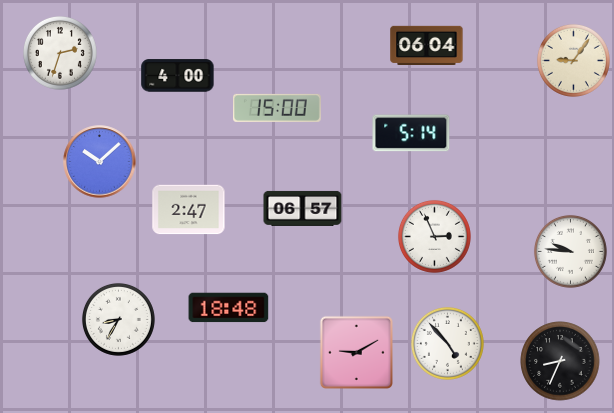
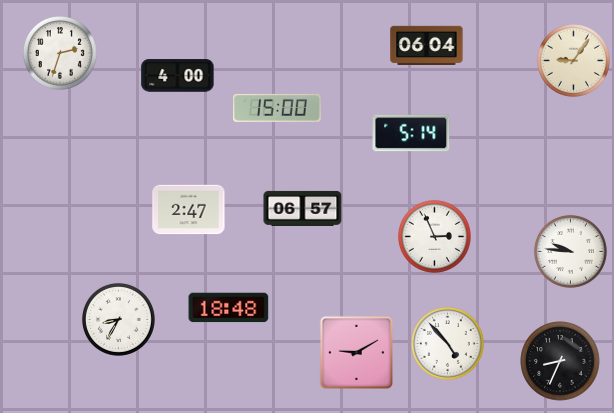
clock at (100, 162): 10:08 -> none
